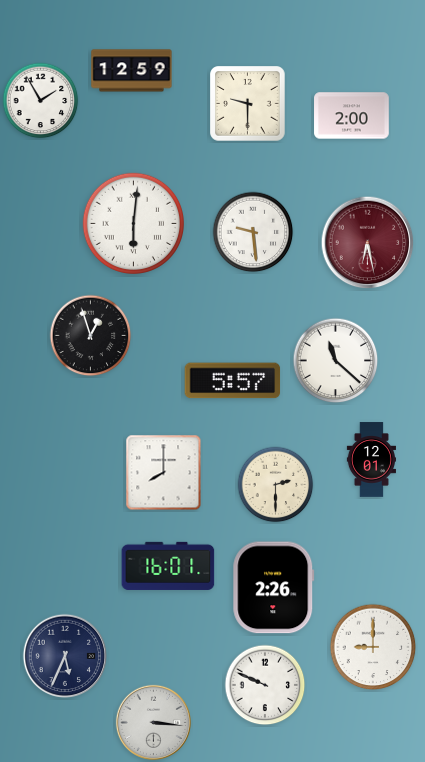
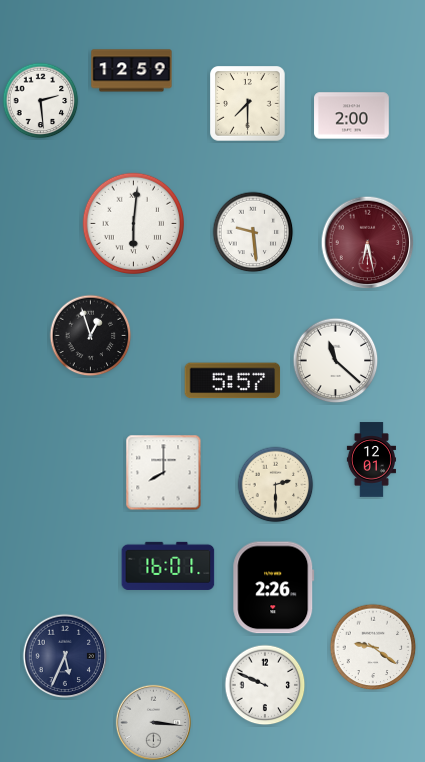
clock at (41, 101): 1:55 -> 2:29
clock at (248, 104): 9:30 -> 7:30
clock at (373, 647): 9:00 -> 9:21
